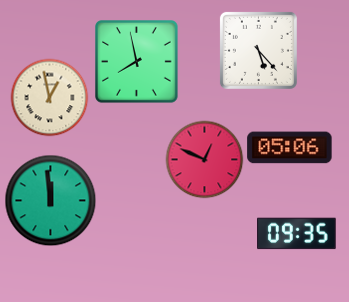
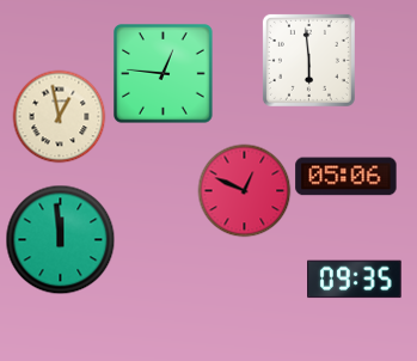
clock at (258, 50): 5:23 -> 5:59
clock at (137, 62): 7:58 -> 12:46
